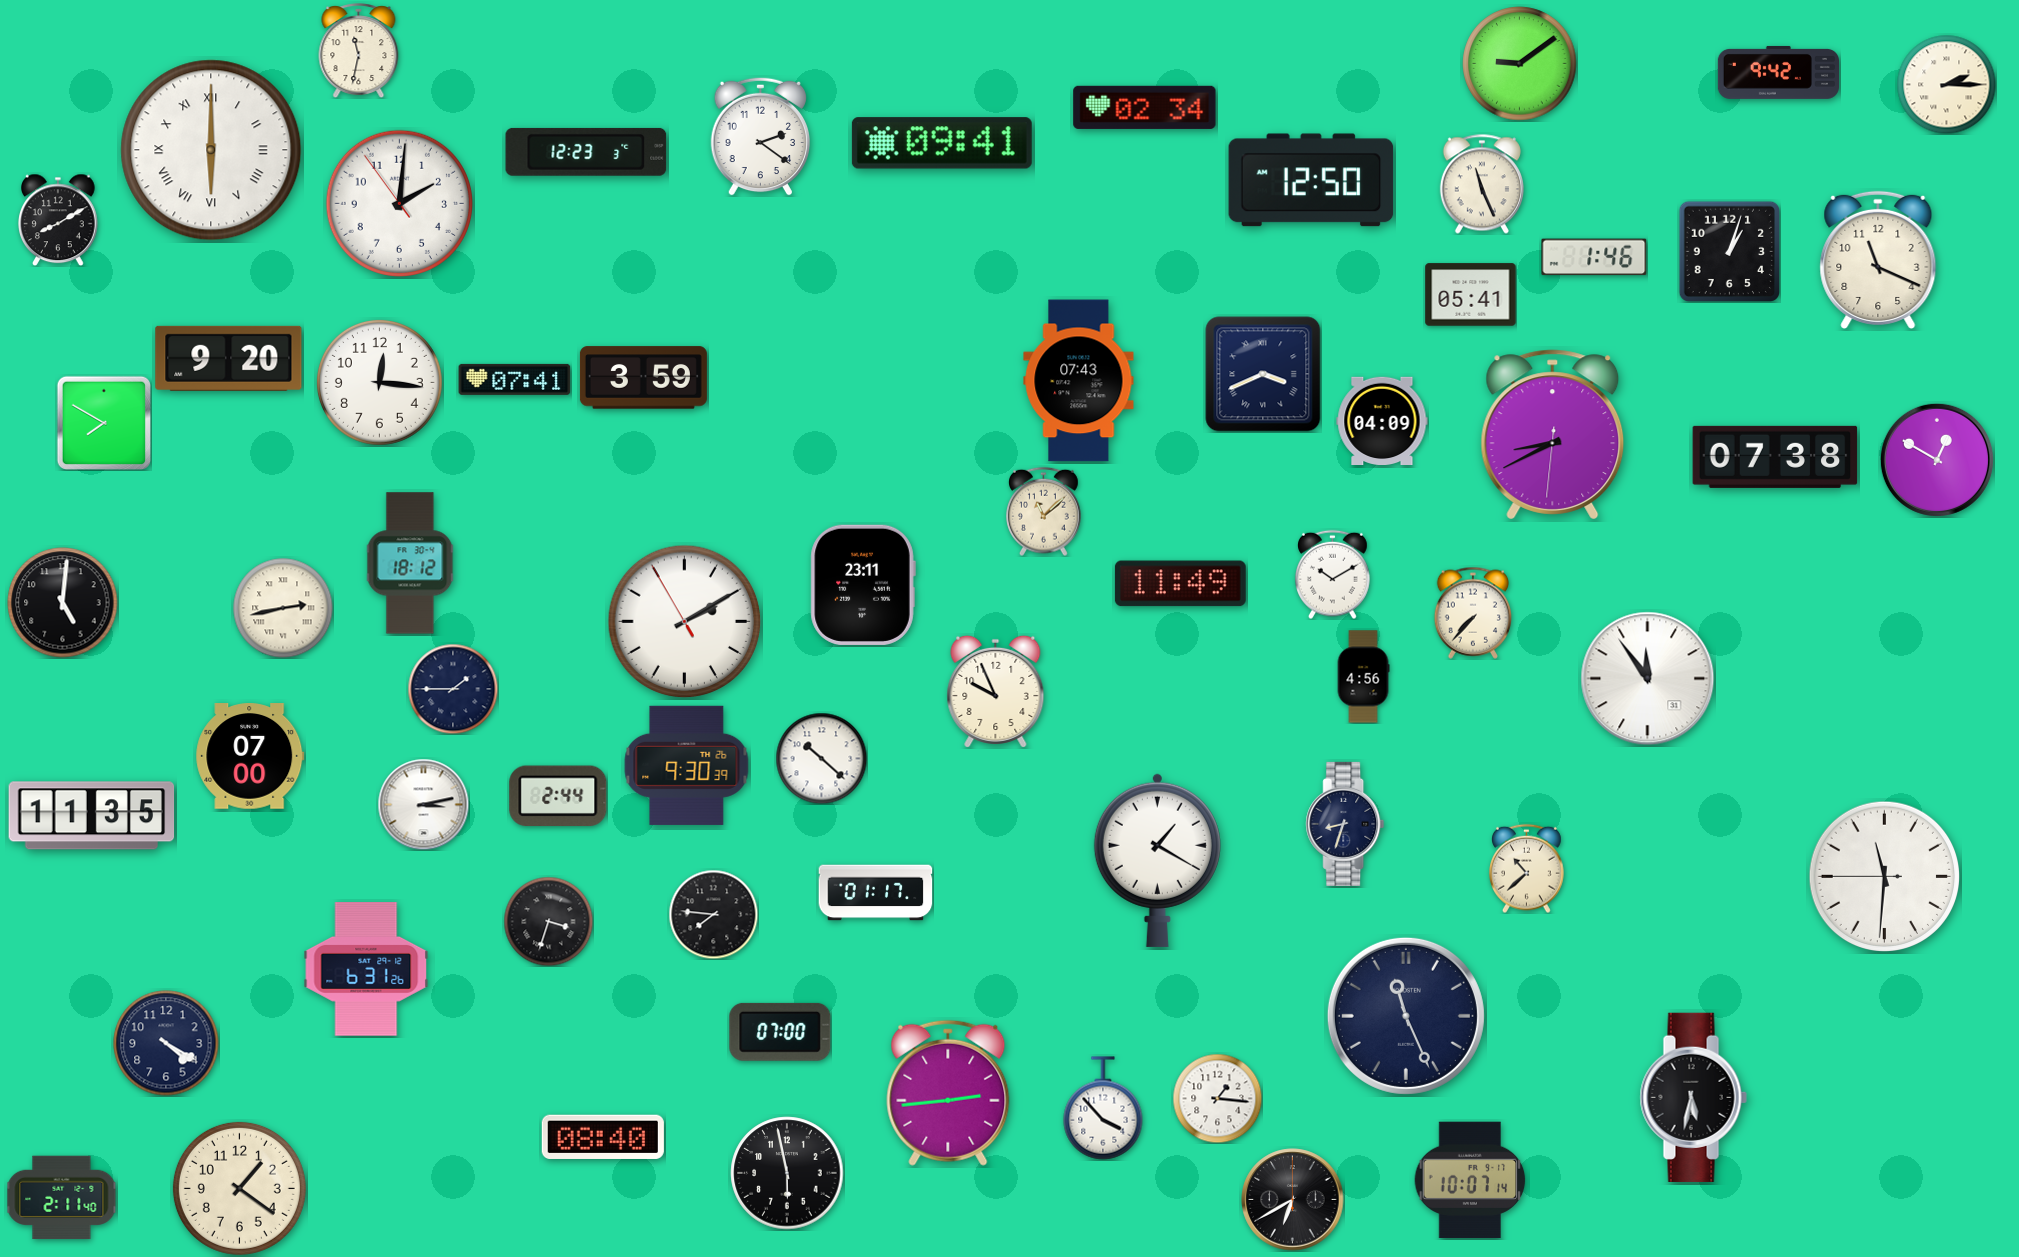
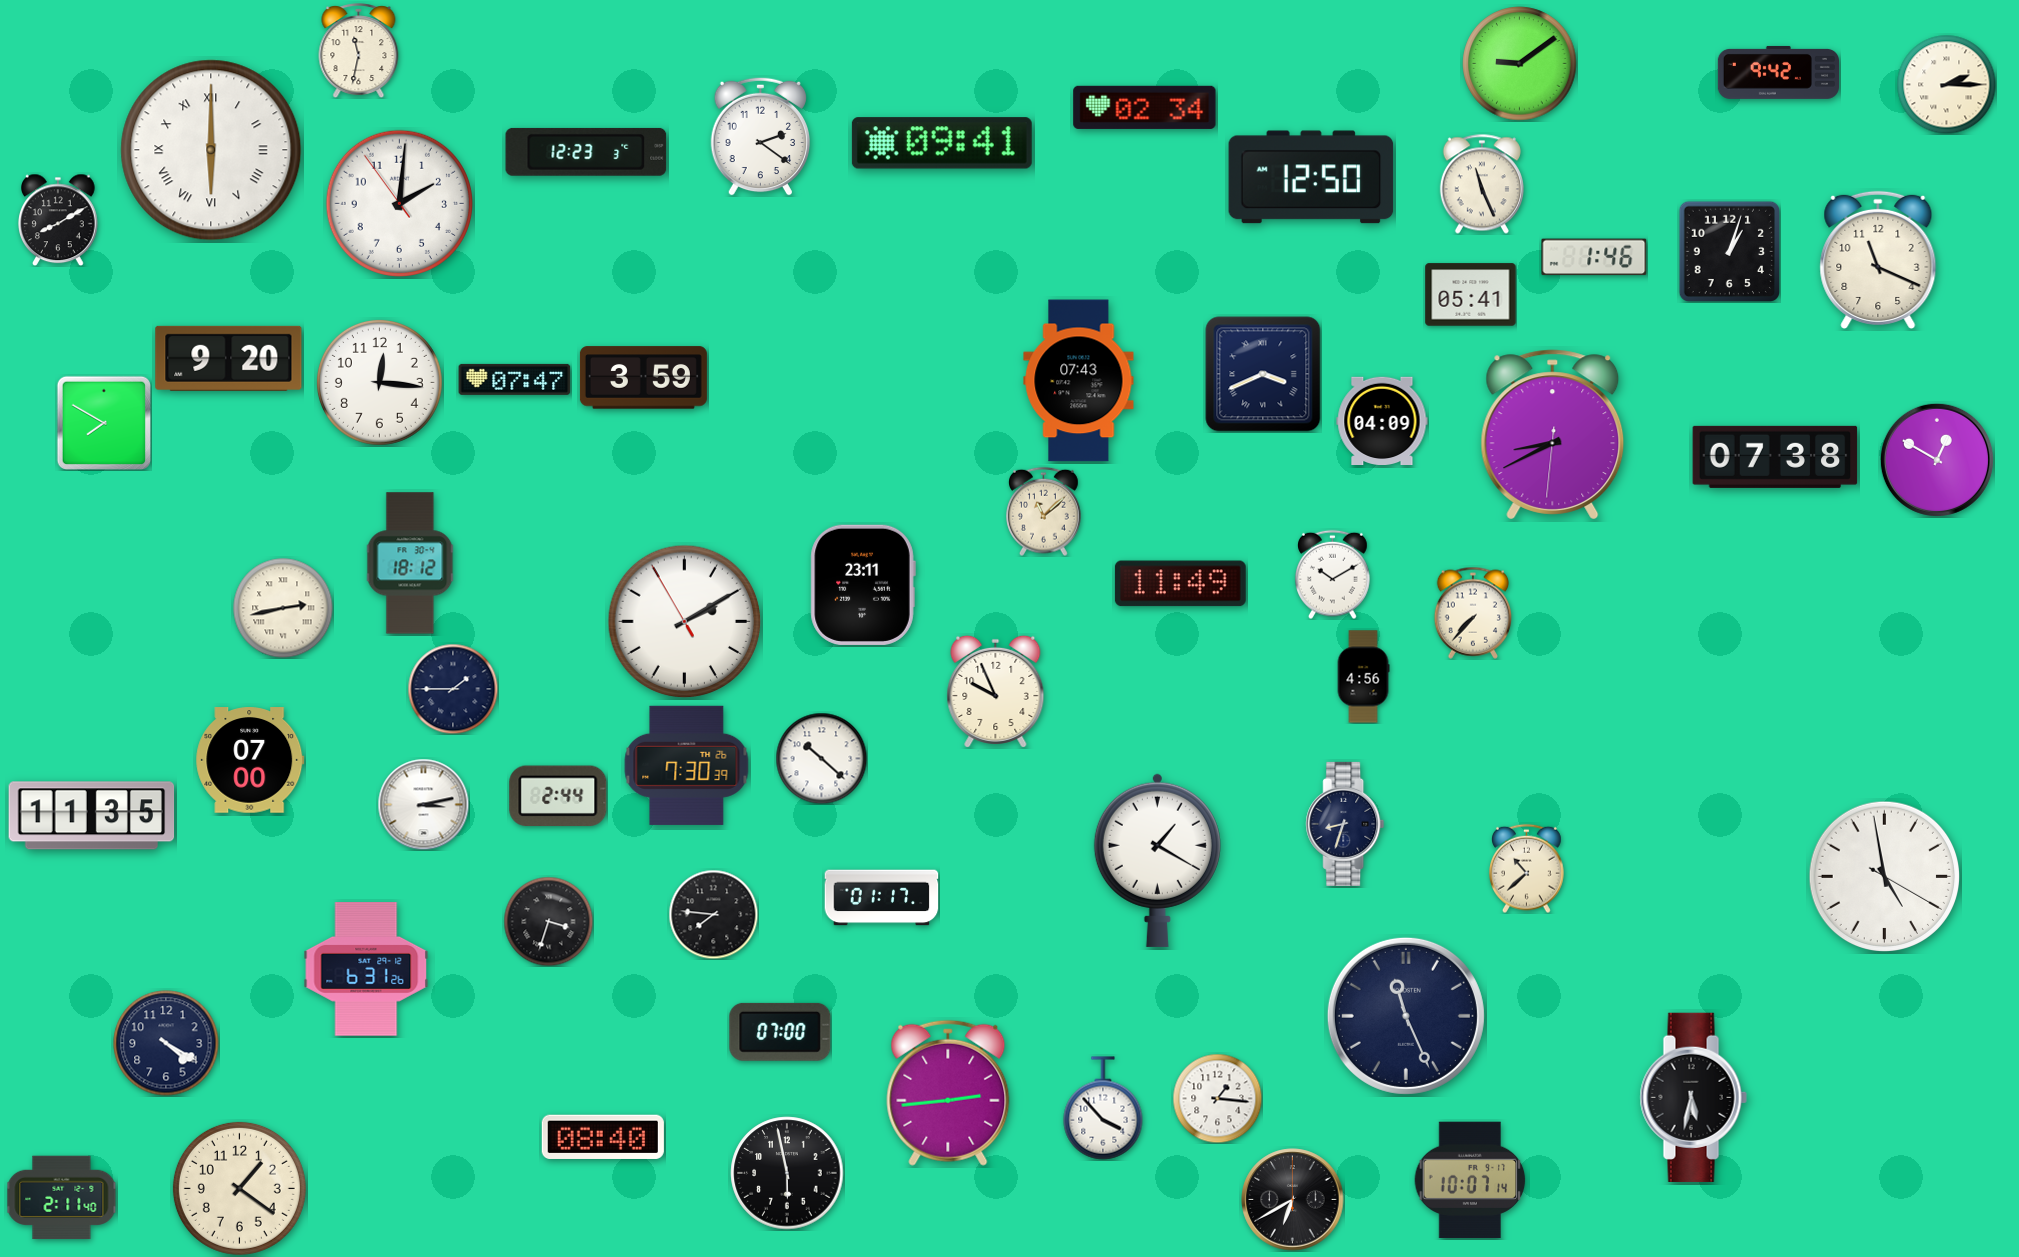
clock at (1311, 180) position: (1311, 180) -> (1311, 177)
clock at (515, 379): 07:41 -> 07:47
clock at (63, 603): 5:01 -> none
clock at (1648, 679): 11:54 -> none
clock at (250, 756) position: (250, 756) -> (250, 760)
clock at (687, 765): 9:30 -> 7:30
clock at (1885, 877): 11:30 -> 4:58
clock at (876, 893) position: (876, 893) -> (882, 898)
